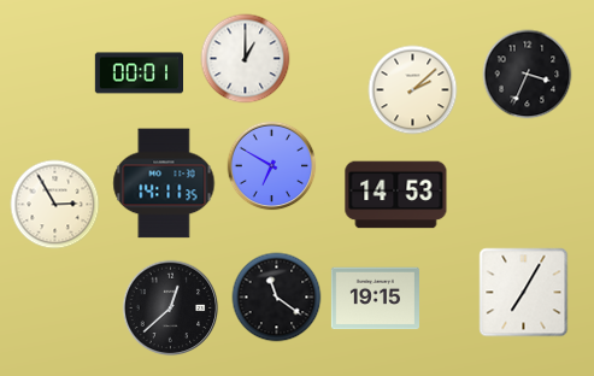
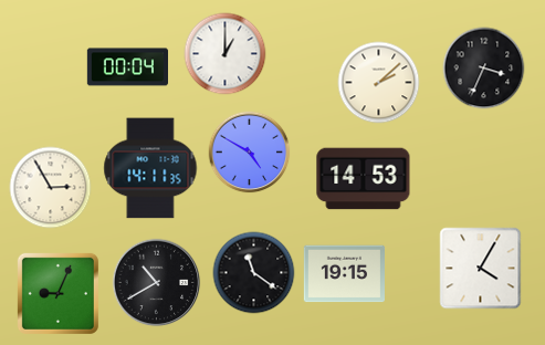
clock at (139, 74): 00:01 -> 00:04
clock at (272, 166): 6:50 -> 4:50
clock at (524, 293): 7:05 -> 4:05
clock at (171, 309): 12:38 -> 10:40
clock at (57, 293): none -> 9:04
